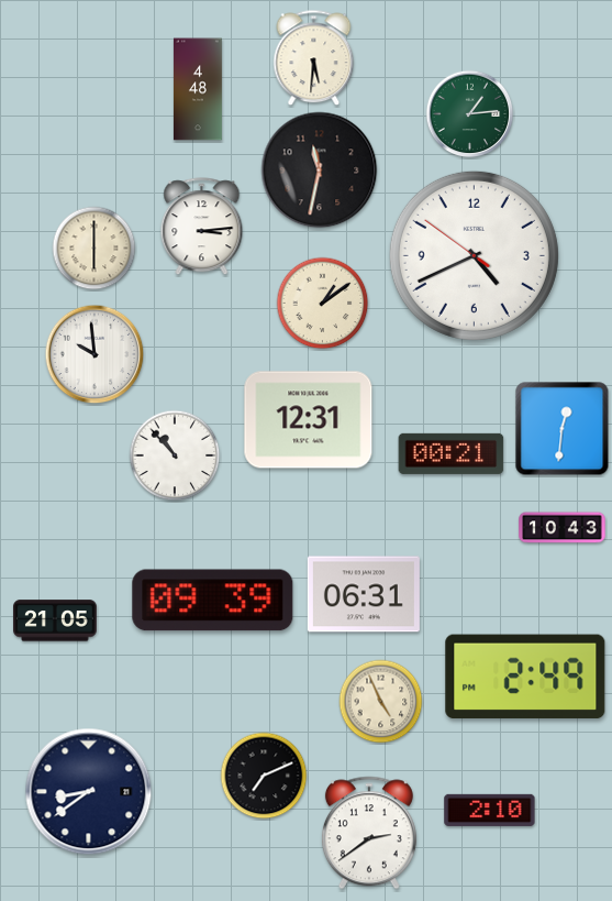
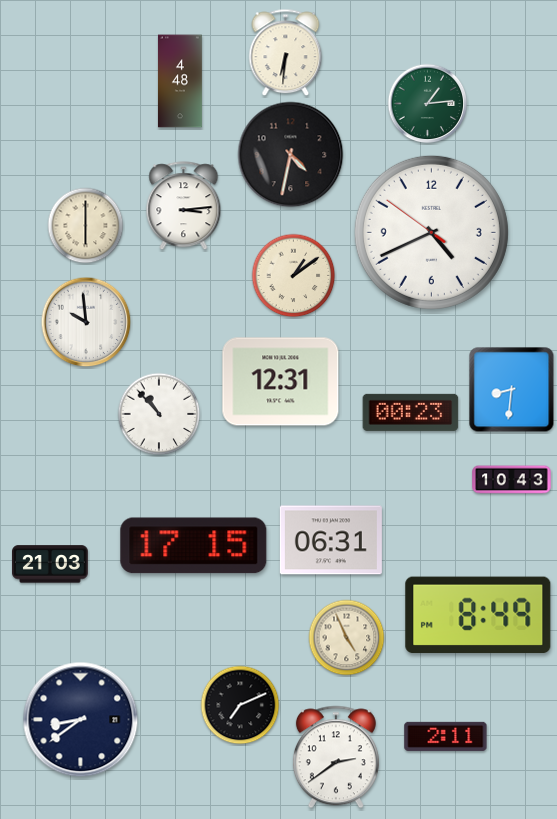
clock at (314, 58): 5:31 -> 6:31
clock at (320, 171): 11:32 -> 4:32
clock at (563, 429): 12:31 -> 8:31
clock at (452, 453): 00:21 -> 00:23
clock at (213, 601): 09:39 -> 17:15
clock at (56, 620): 21:05 -> 21:03
clock at (525, 677): 2:49 -> 8:49
clock at (490, 810): 2:10 -> 2:11
